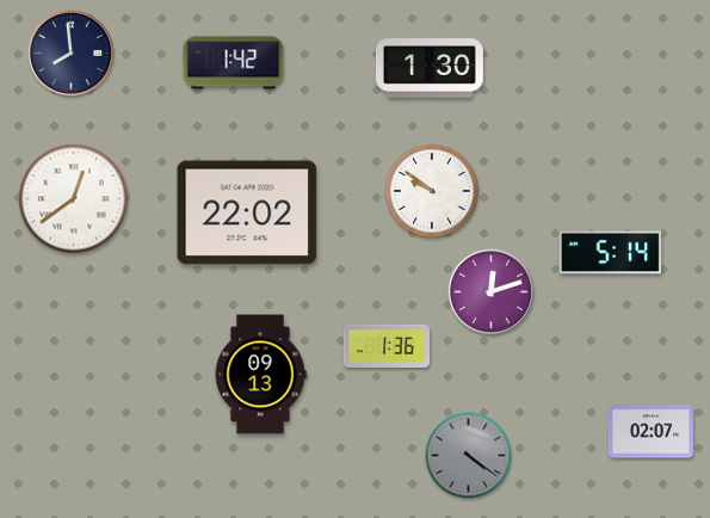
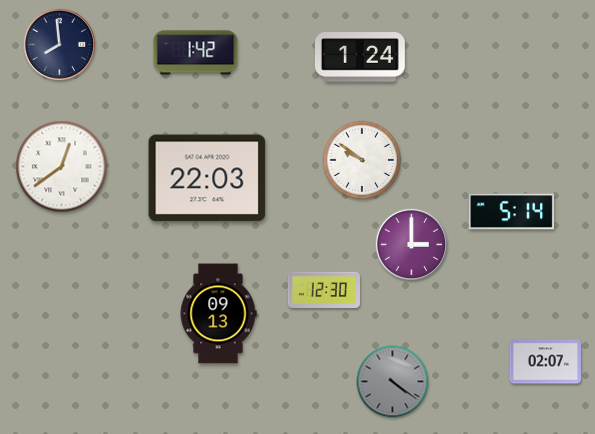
clock at (430, 68): 1:30 -> 1:24
clock at (247, 212): 22:02 -> 22:03
clock at (492, 292): 12:12 -> 3:00
clock at (387, 345): 1:36 -> 12:30
